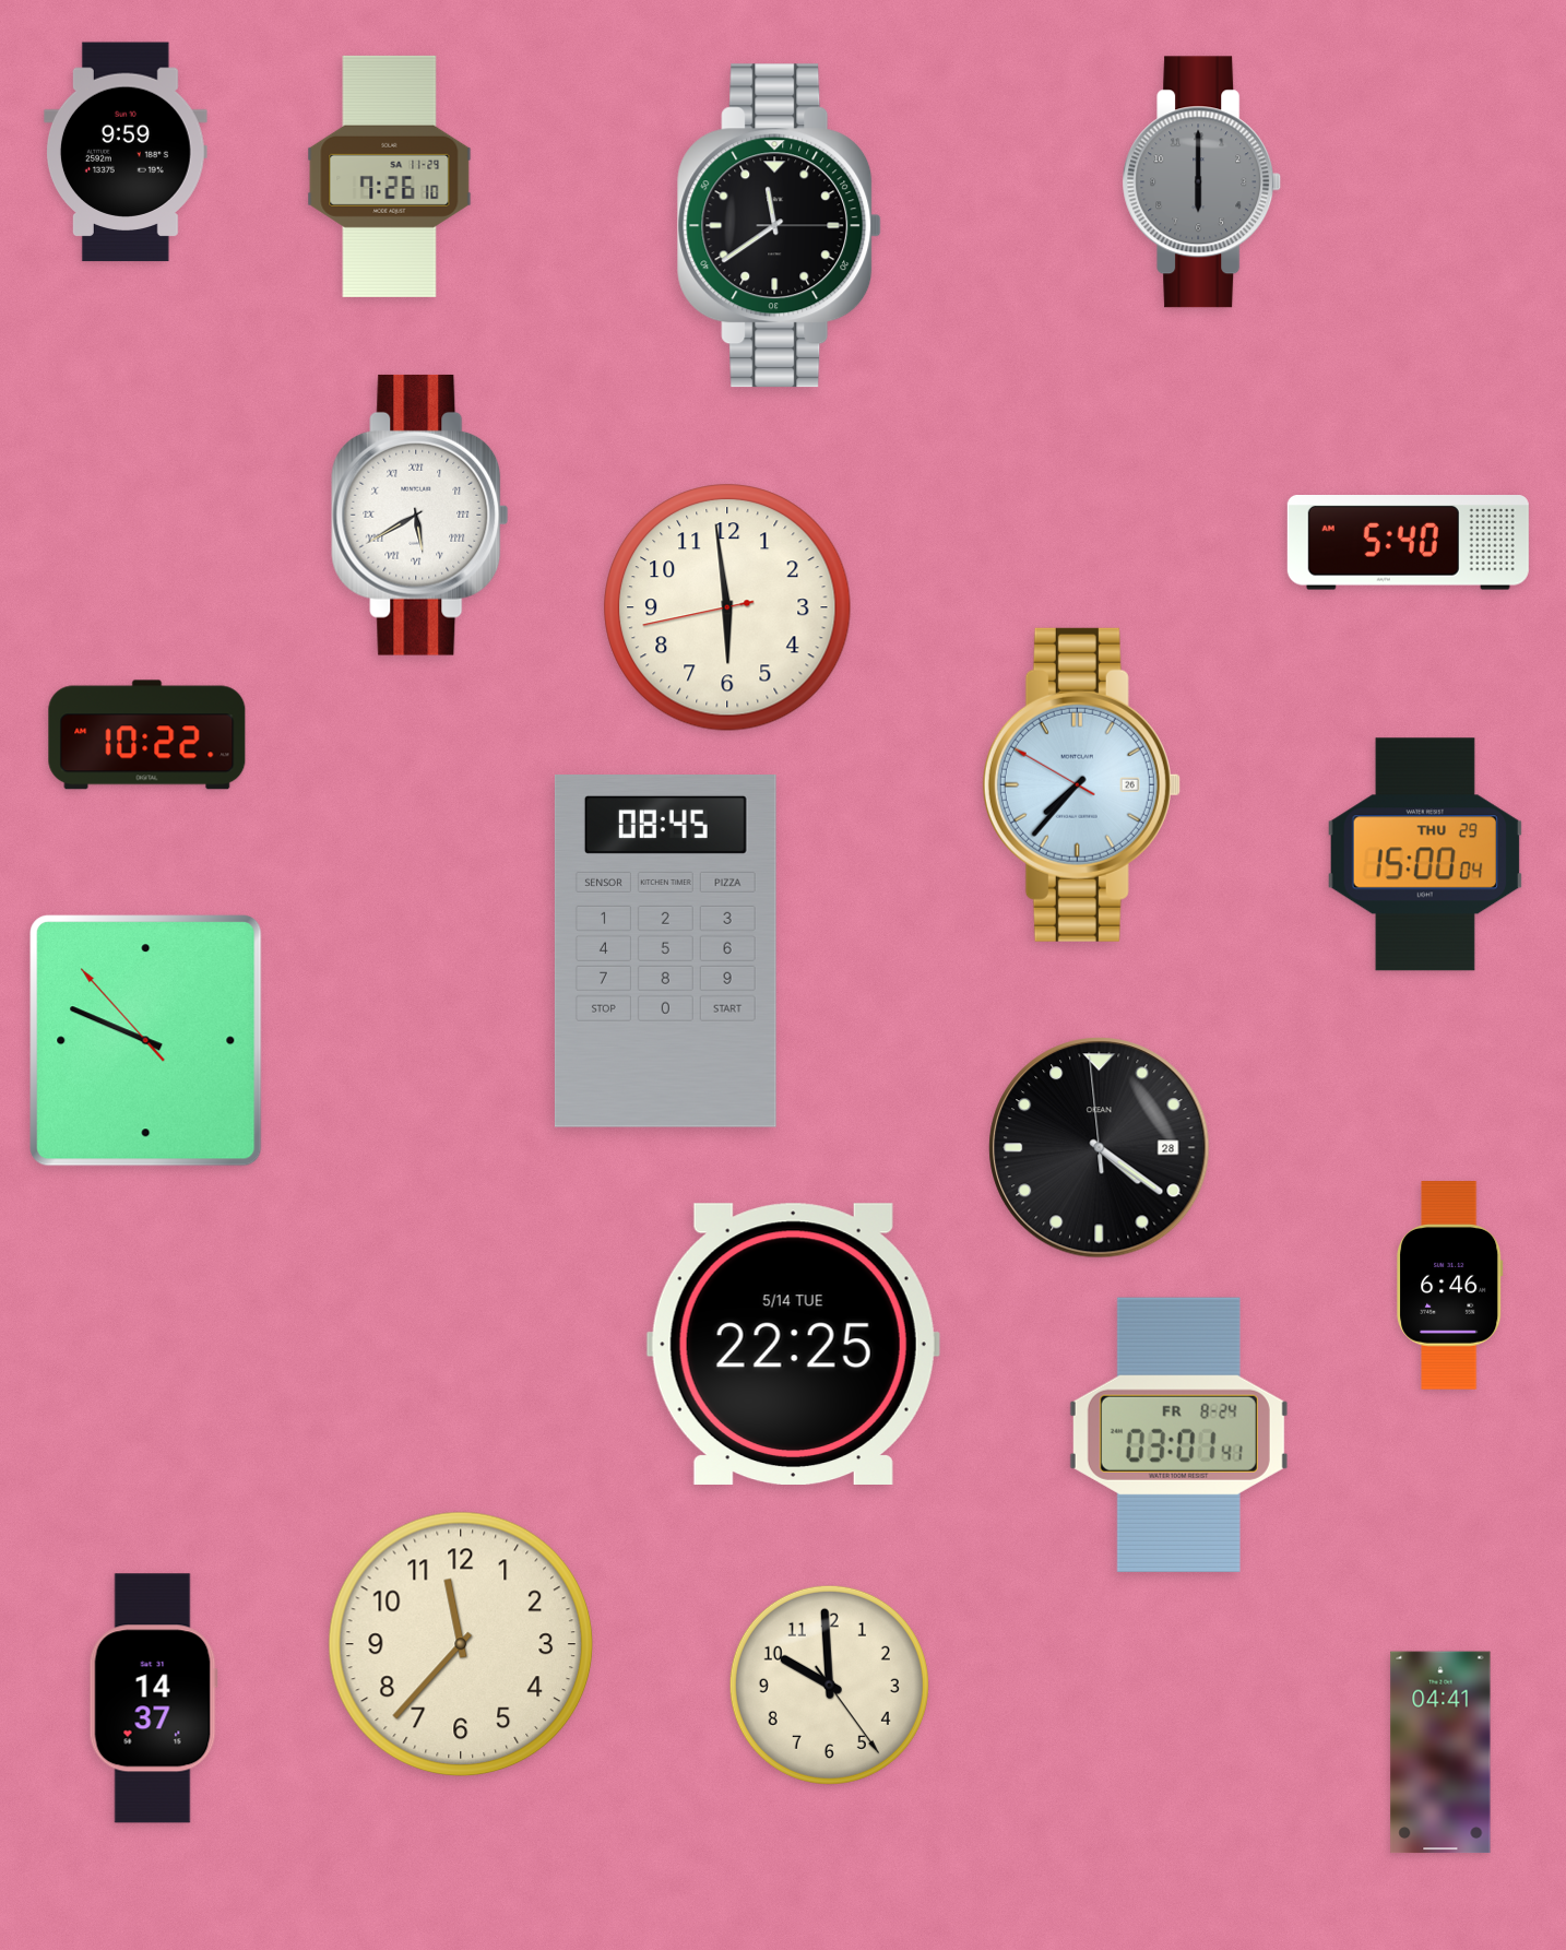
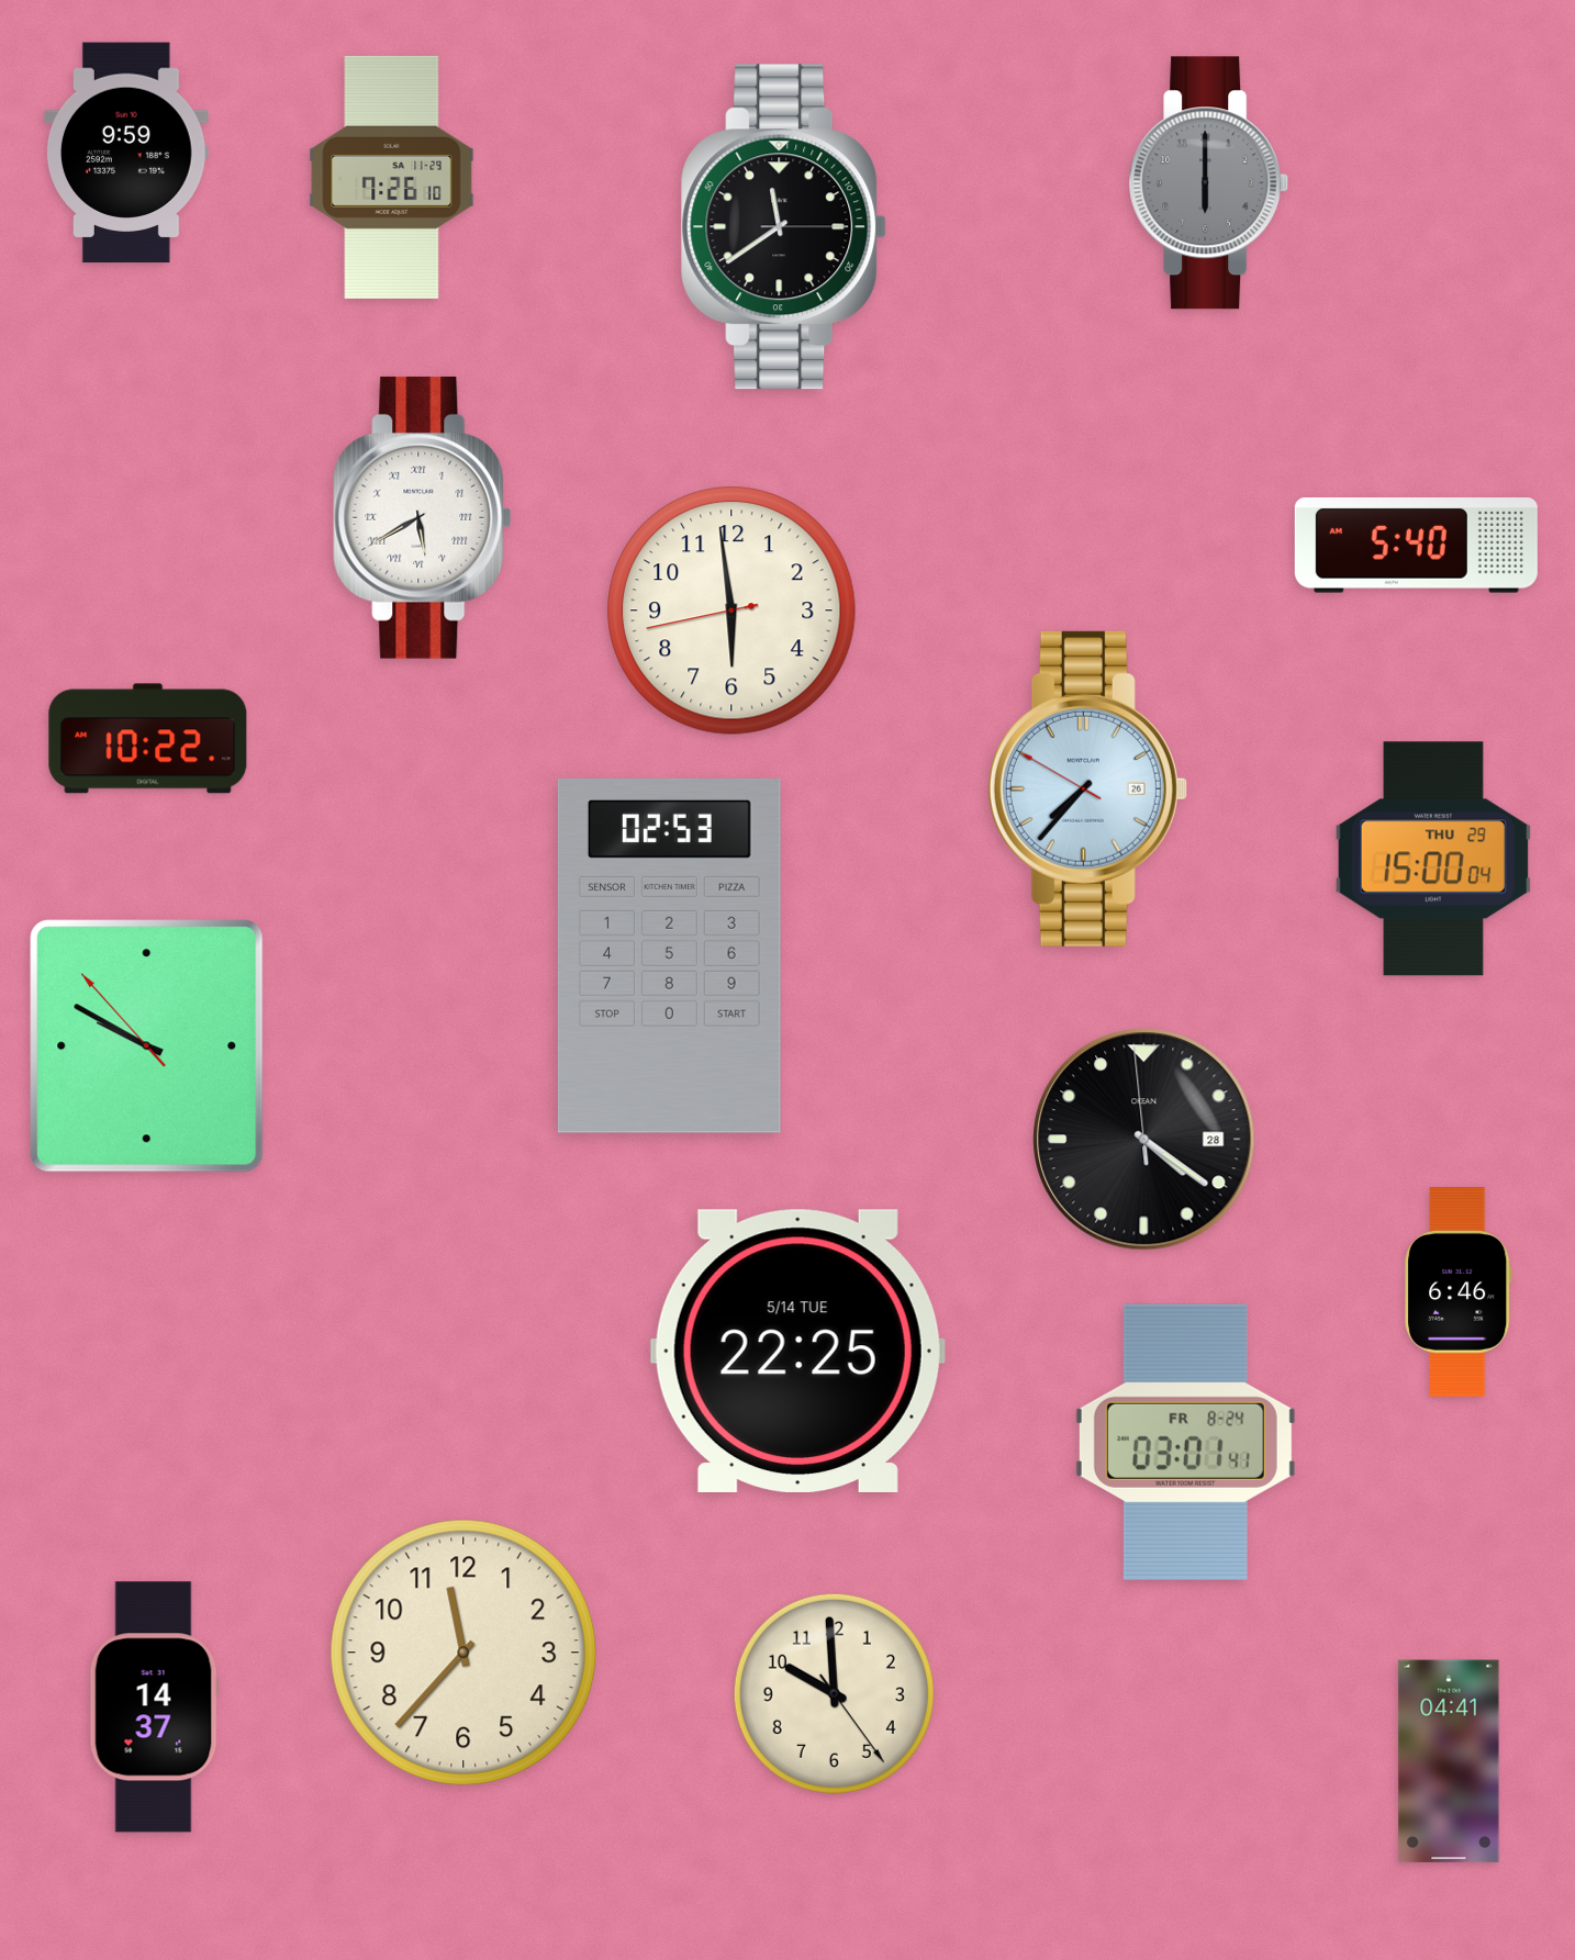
clock at (665, 952): 08:45 -> 02:53
clock at (146, 1041): 9:48 -> 9:49
clock at (1100, 1148) position: (1100, 1148) -> (1144, 1140)
